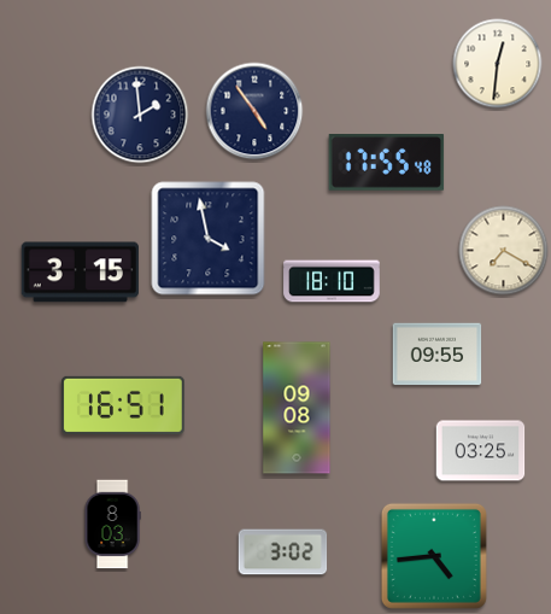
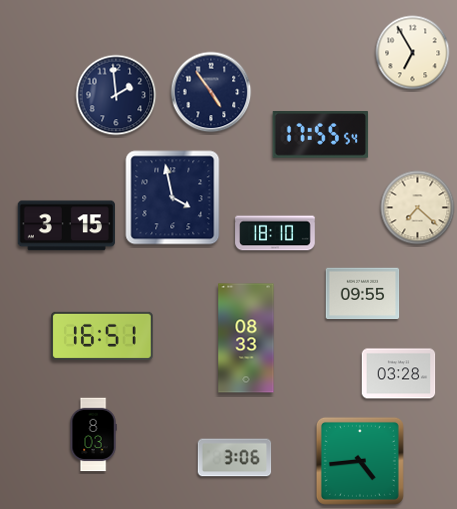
clock at (498, 64): 12:31 -> 6:55
clock at (387, 163): 17:55:48 -> 17:55:54
clock at (504, 251): 7:20 -> 7:22
clock at (297, 408): 09:08 -> 08:33
clock at (481, 451): 03:25 -> 03:28
clock at (283, 552): 3:02 -> 3:06
